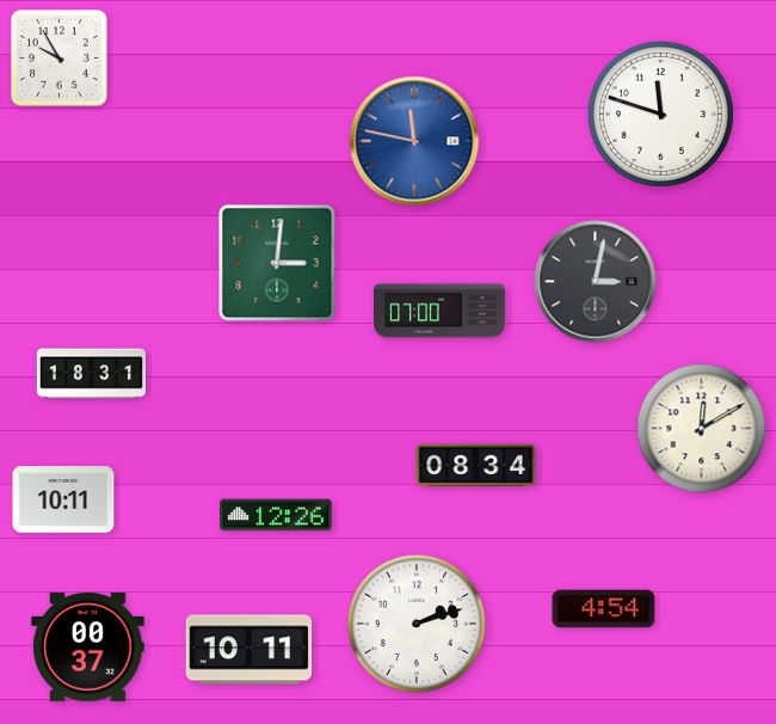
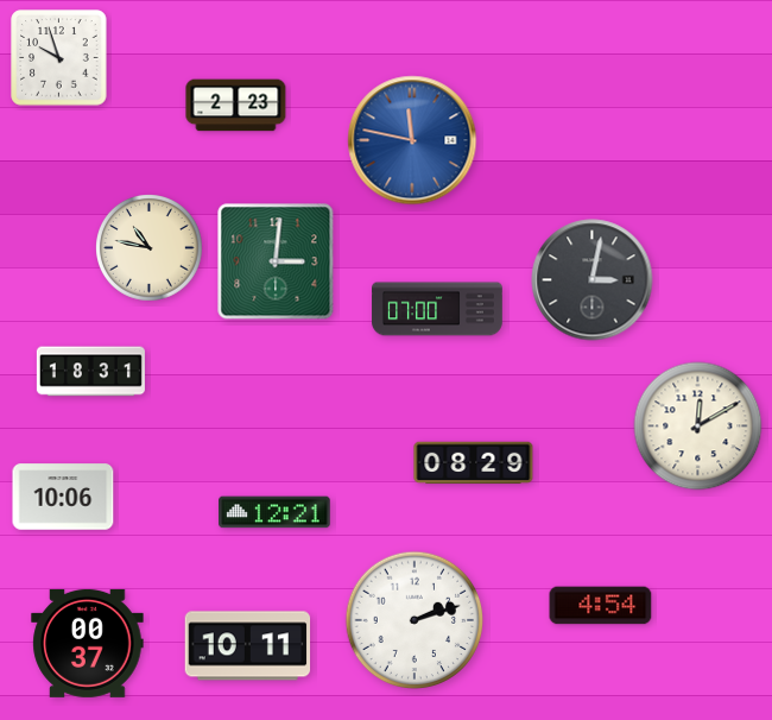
clock at (60, 59): 9:55 -> 9:57
clock at (236, 106): none -> 2:23
clock at (660, 113): 11:48 -> none
clock at (150, 248): none -> 10:47
clock at (476, 466): 08:34 -> 08:29
clock at (63, 499): 10:11 -> 10:06
clock at (276, 515): 12:26 -> 12:21
